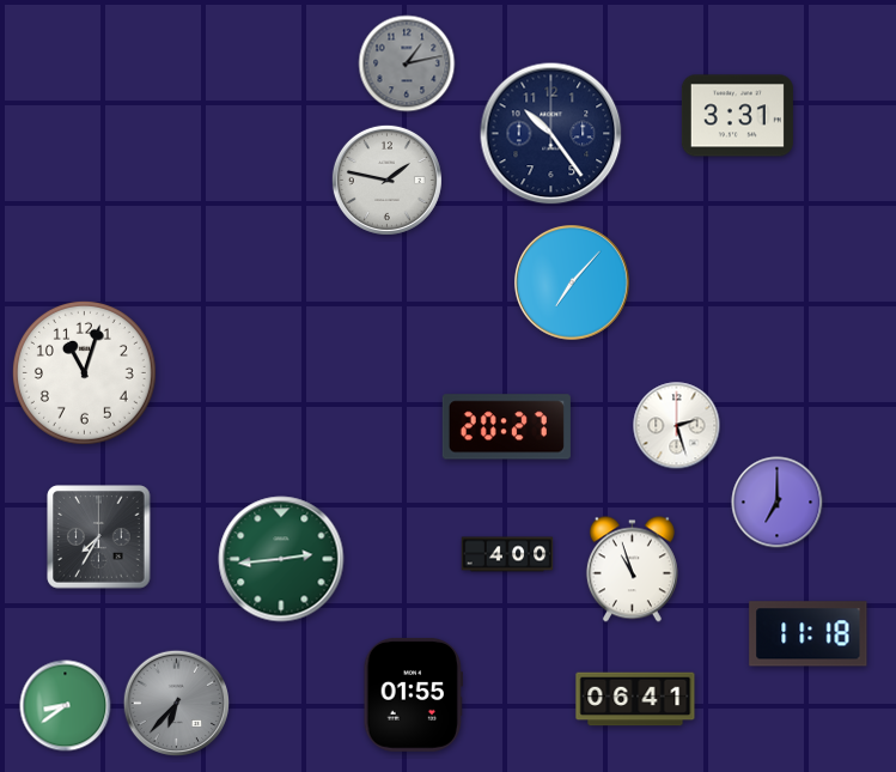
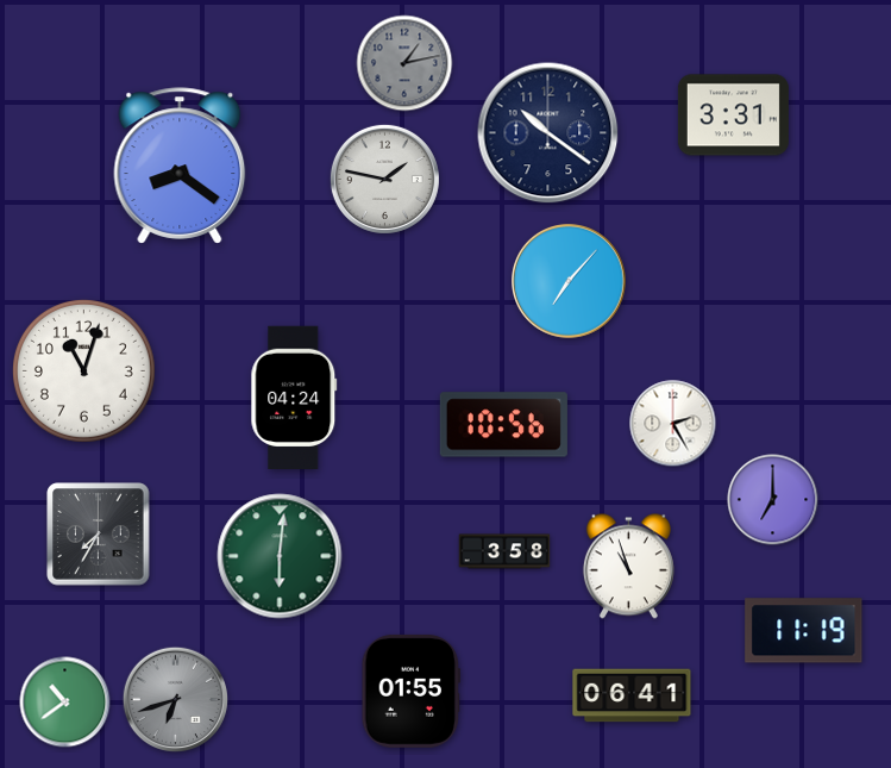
clock at (551, 134): 10:24 -> 10:21
clock at (180, 166): none -> 8:21
clock at (294, 397): none -> 04:24
clock at (677, 426): 2:27 -> 2:25
clock at (506, 427): 20:27 -> 10:56
clock at (507, 554): 4:00 -> 3:58
clock at (281, 559): 2:44 -> 6:01
clock at (809, 634): 11:18 -> 11:19
clock at (176, 703): 6:37 -> 6:42
clock at (66, 706): 8:39 -> 10:39
